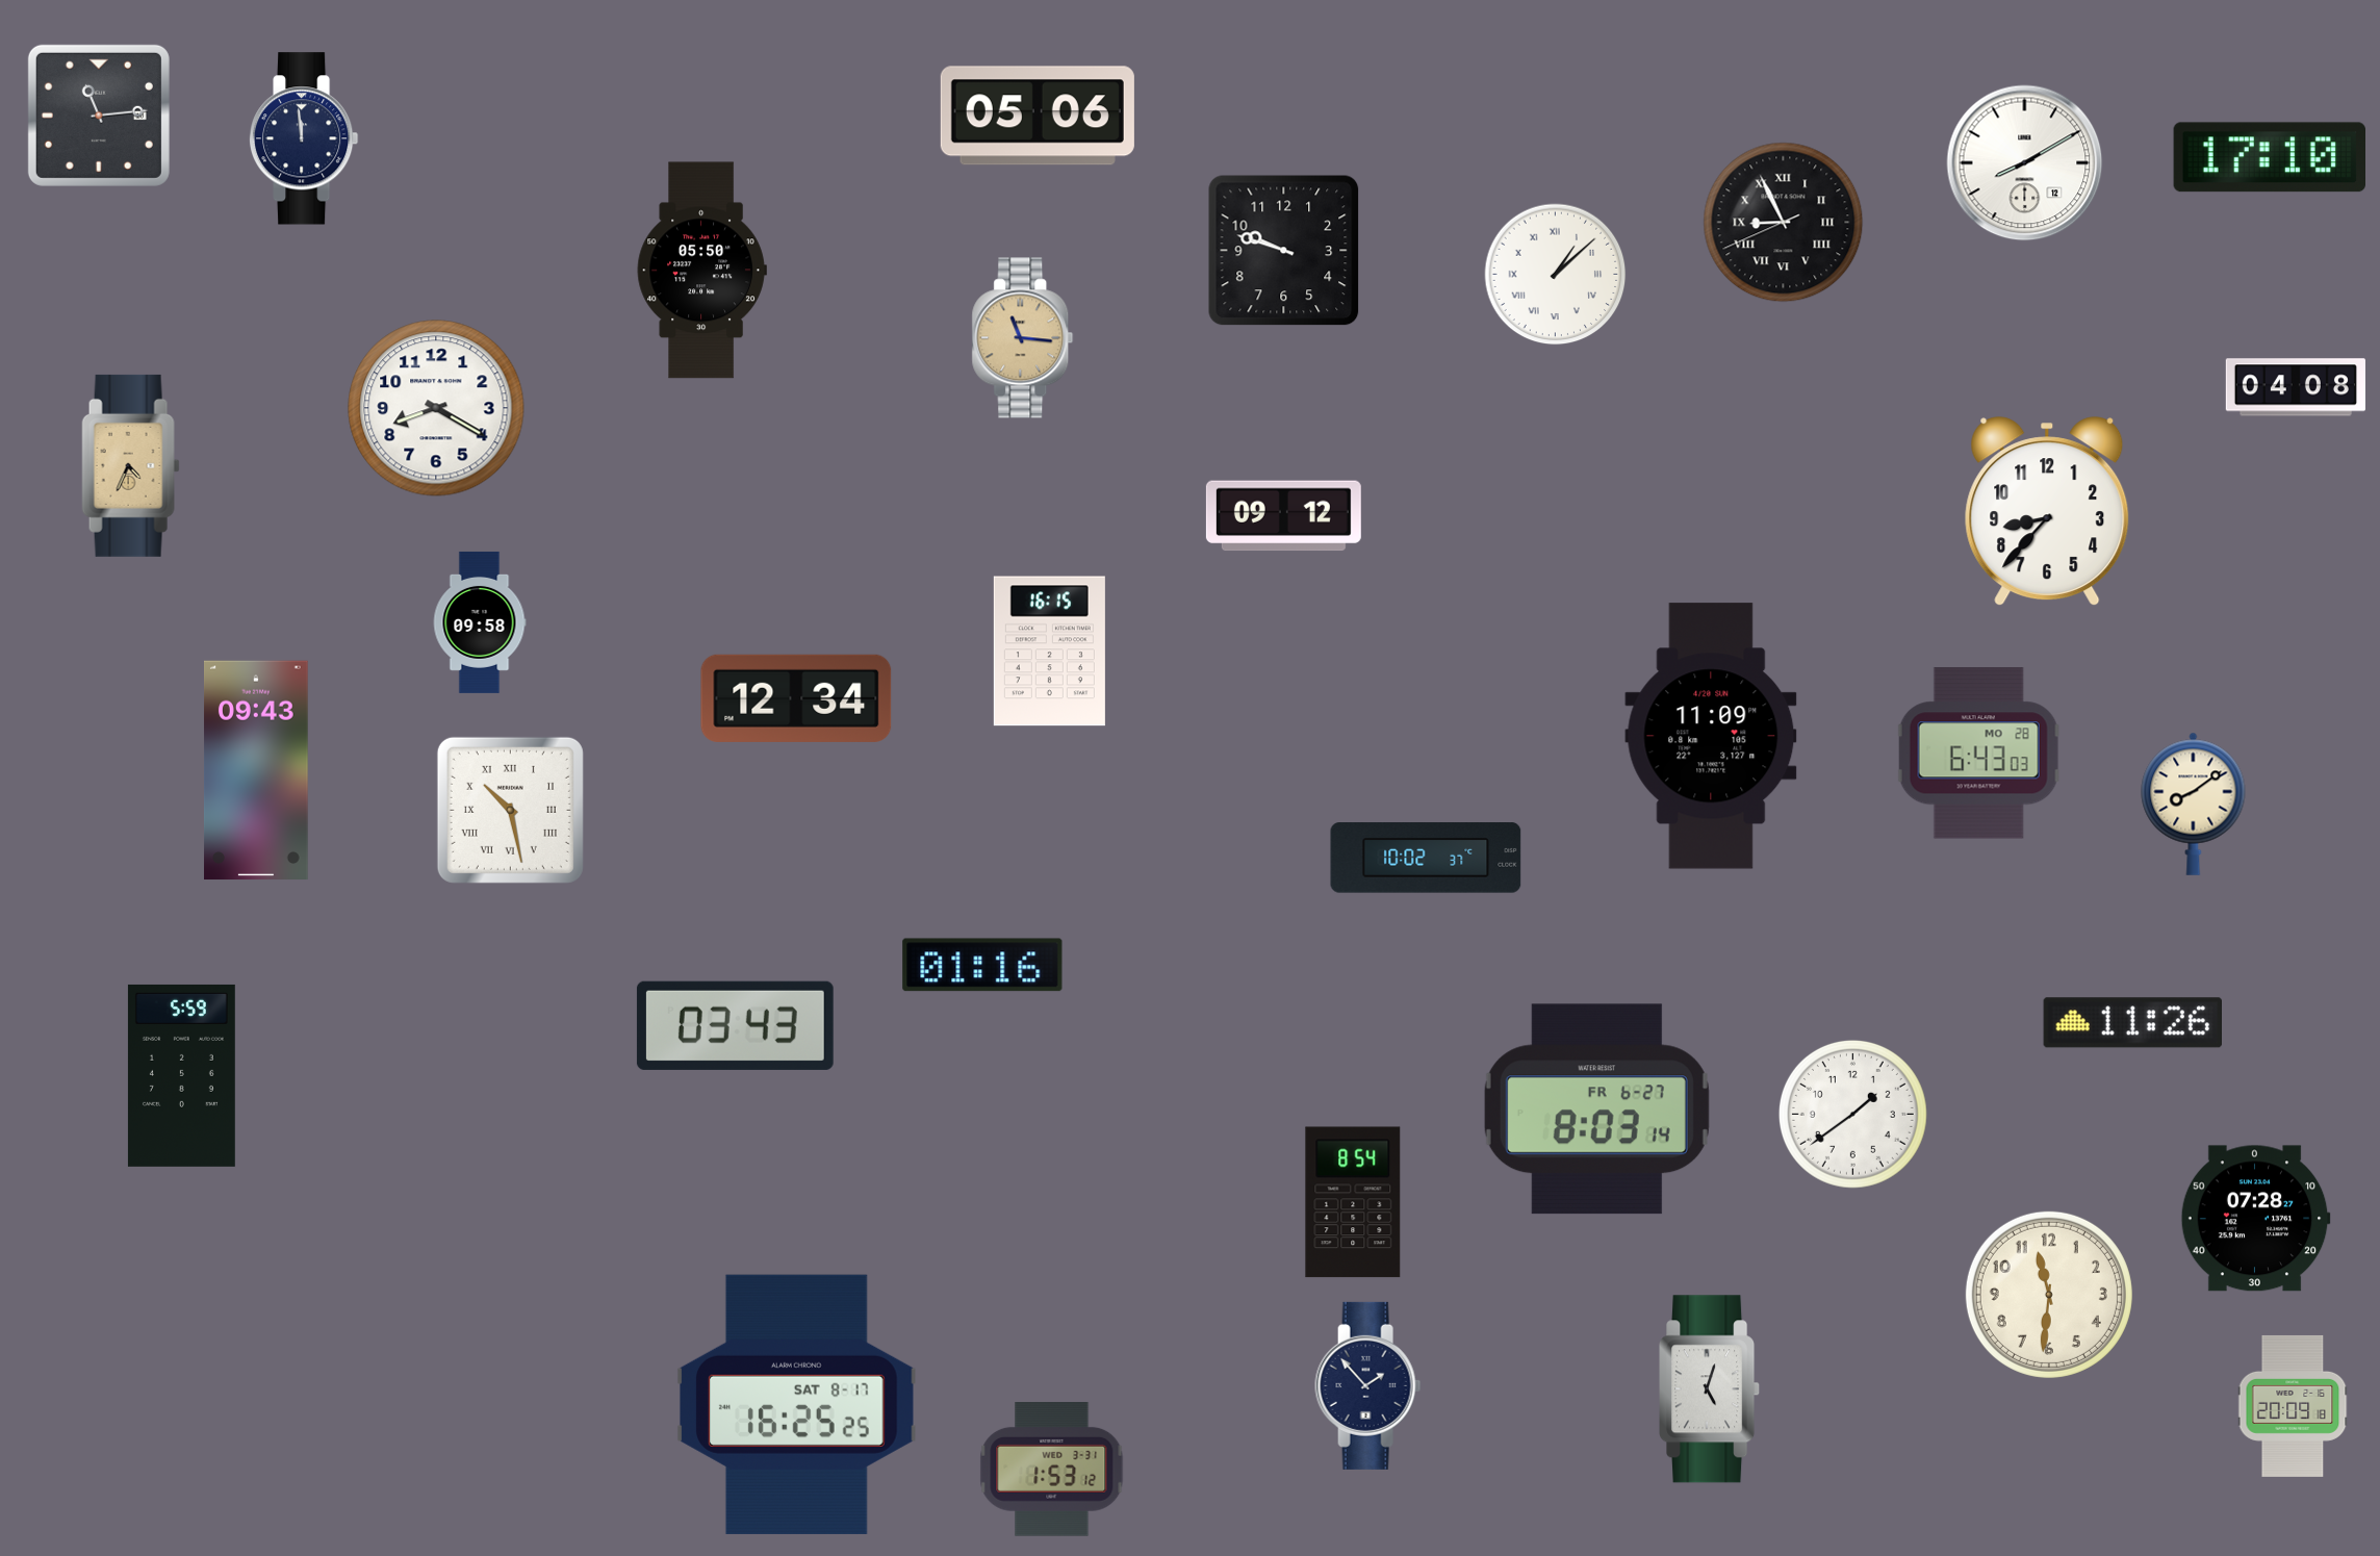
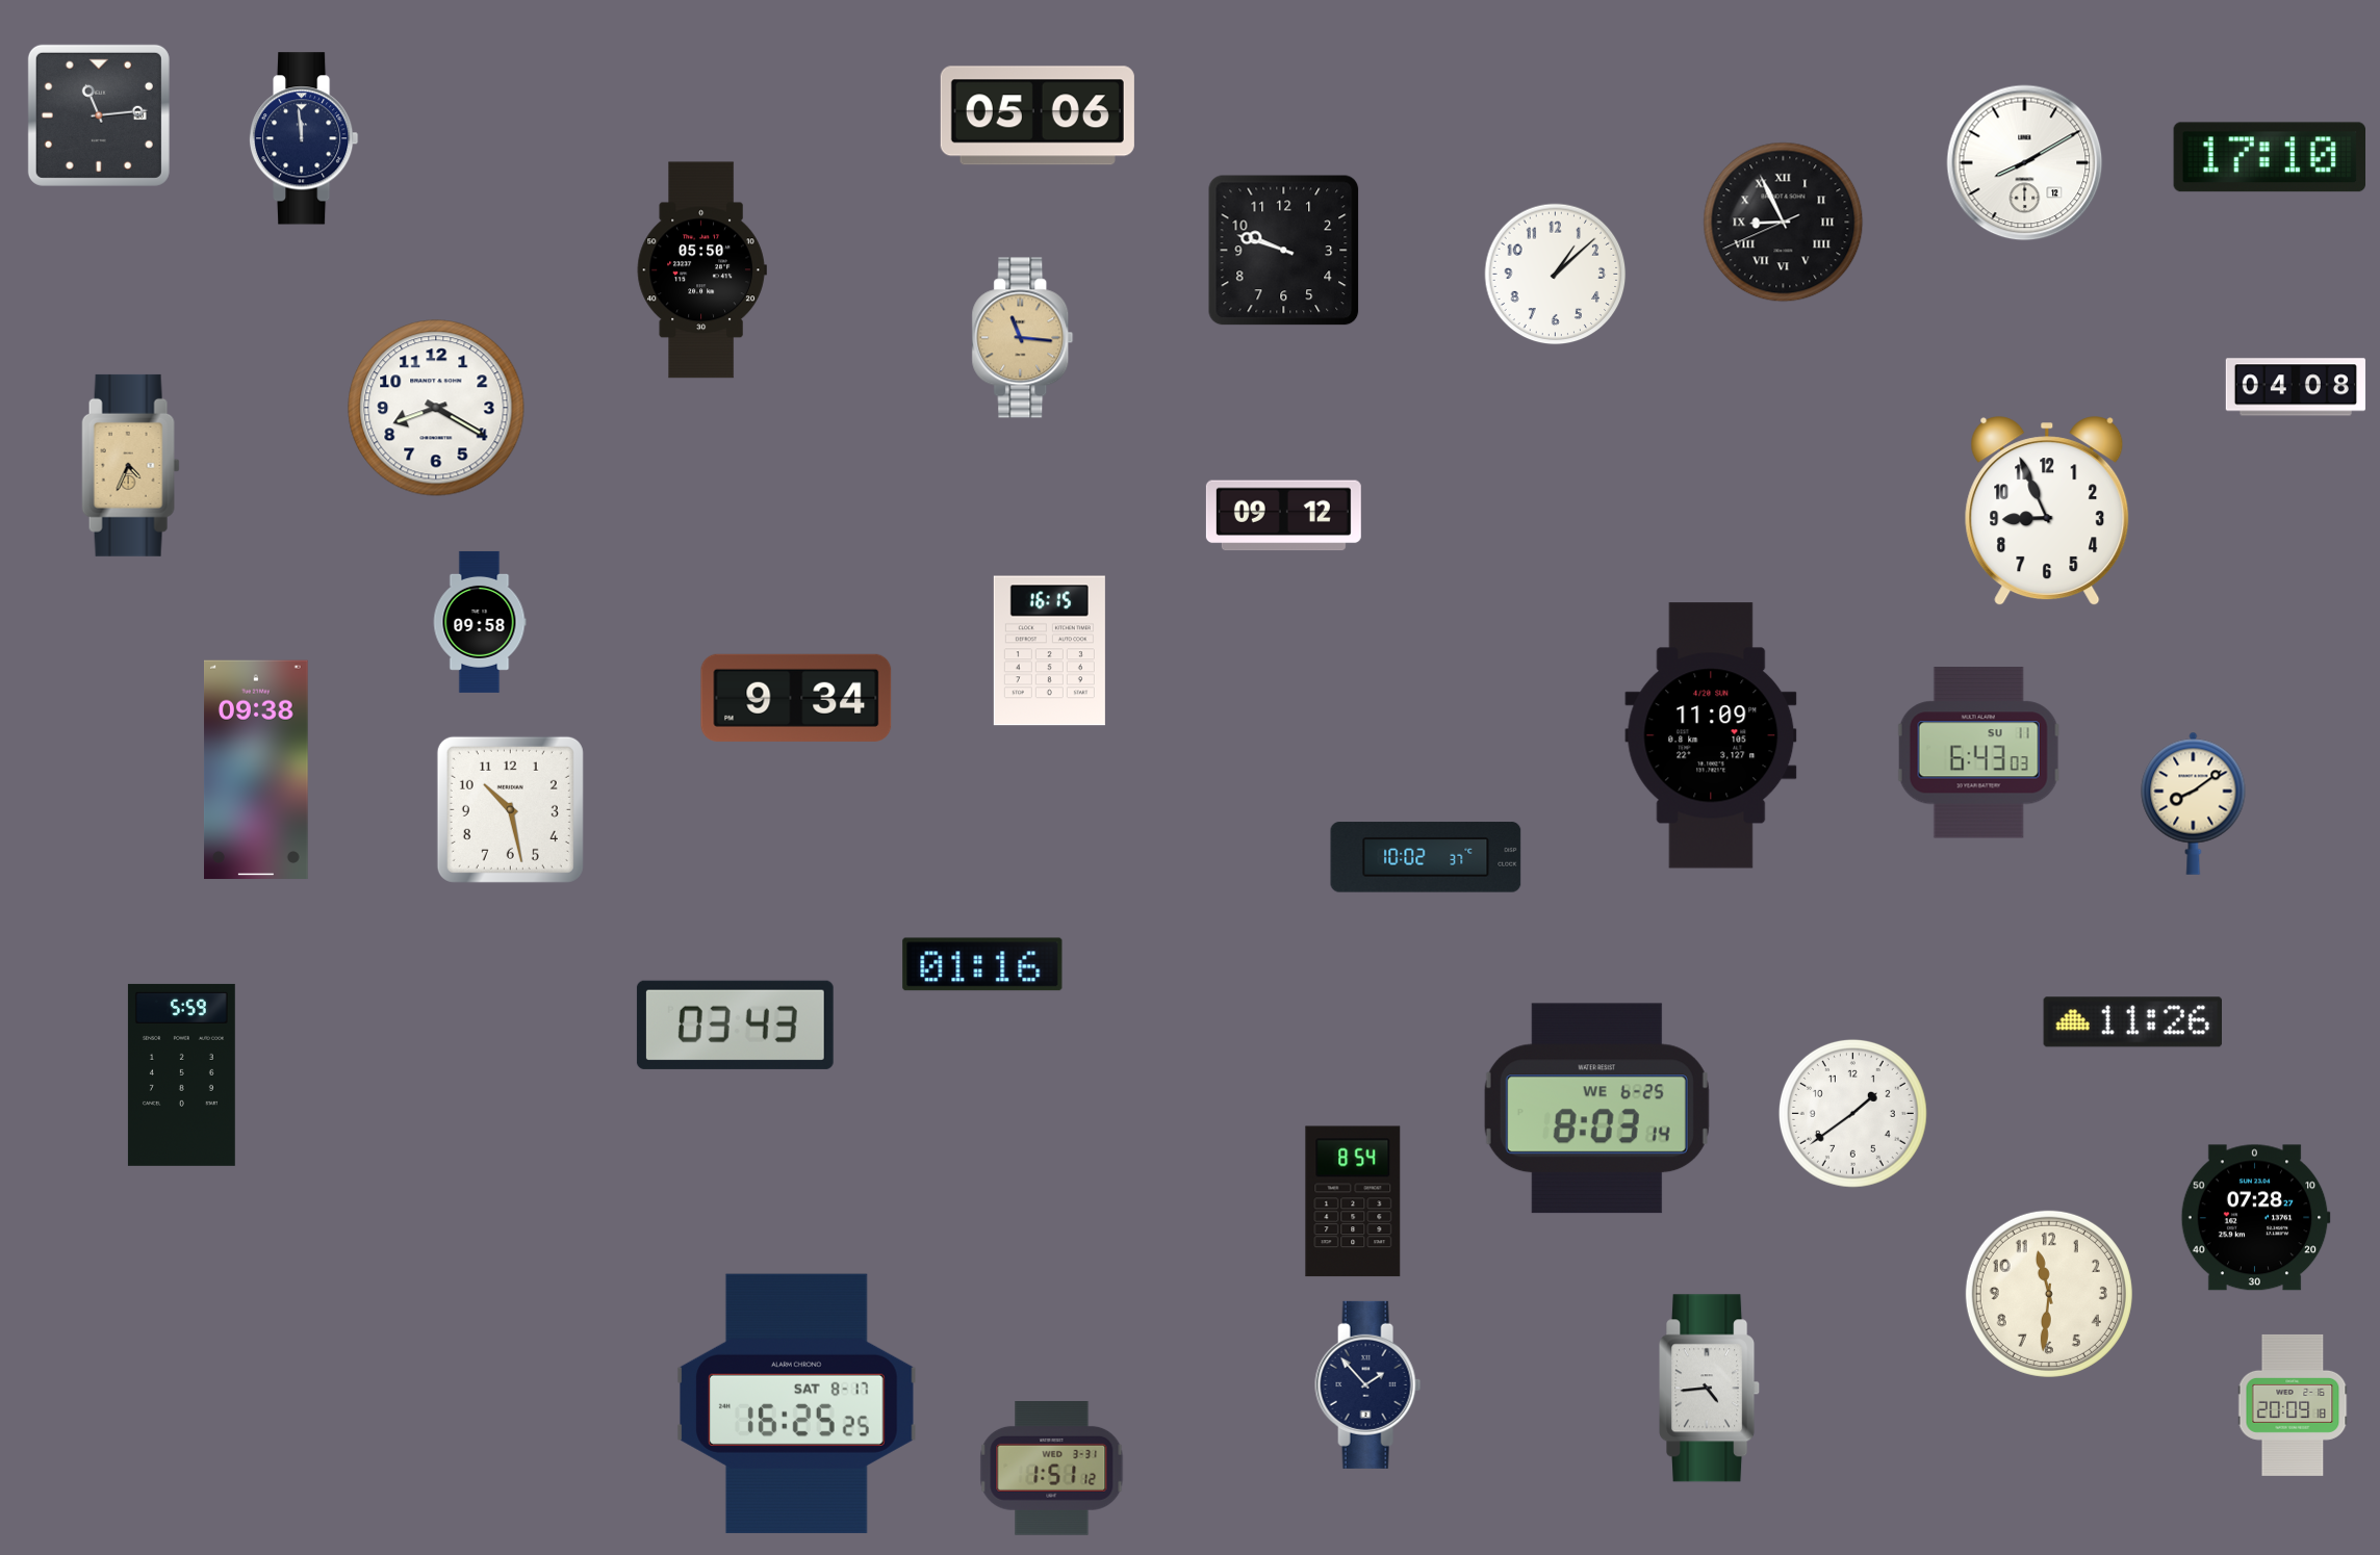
clock at (1556, 275) numerals: Roman -> Arabic
clock at (2047, 512): 8:37 -> 8:56
clock at (796, 698): 12:34 -> 9:34
clock at (1978, 754) date: MO 28 -> SU 11
clock at (257, 770): 09:43 -> 09:38
clock at (510, 810) numerals: Roman -> Arabic
clock at (1596, 1109) date: FR 6-27 -> WE 6-25
clock at (1710, 1389): 5:03 -> 4:44
clock at (1052, 1470): 1:53 -> 1:51
